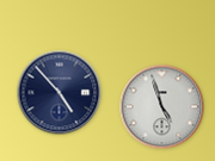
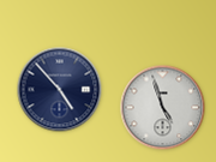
clock at (60, 93) position: (60, 93) -> (60, 90)
